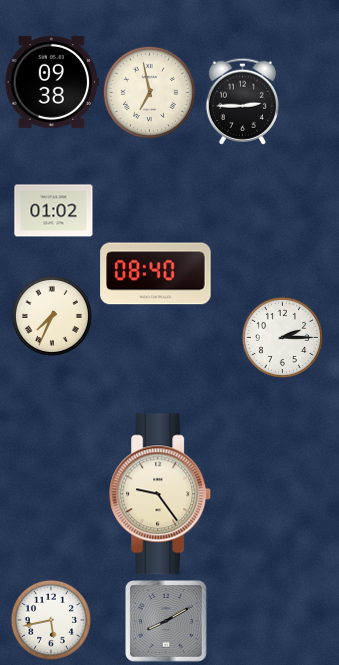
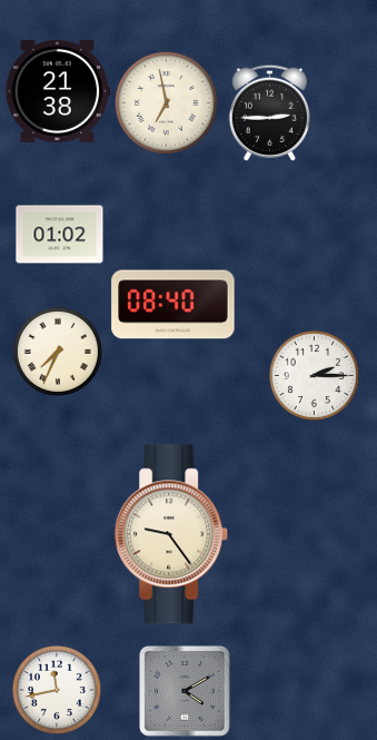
clock at (52, 82): 09:38 -> 21:38
clock at (161, 494) position: (161, 494) -> (172, 534)
clock at (51, 620): 5:43 -> 11:43
clock at (167, 622): 8:10 -> 4:10
